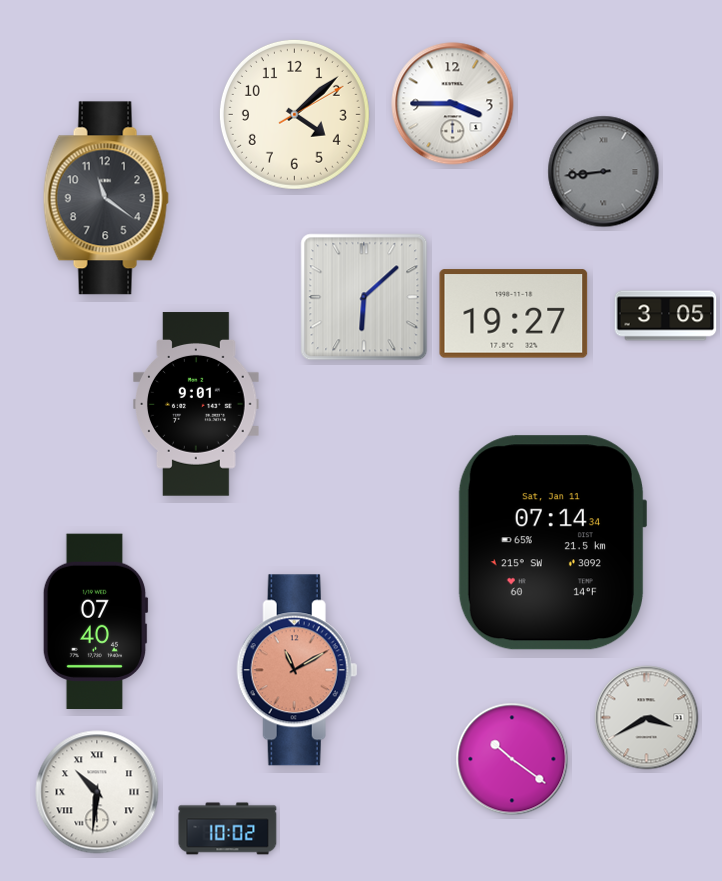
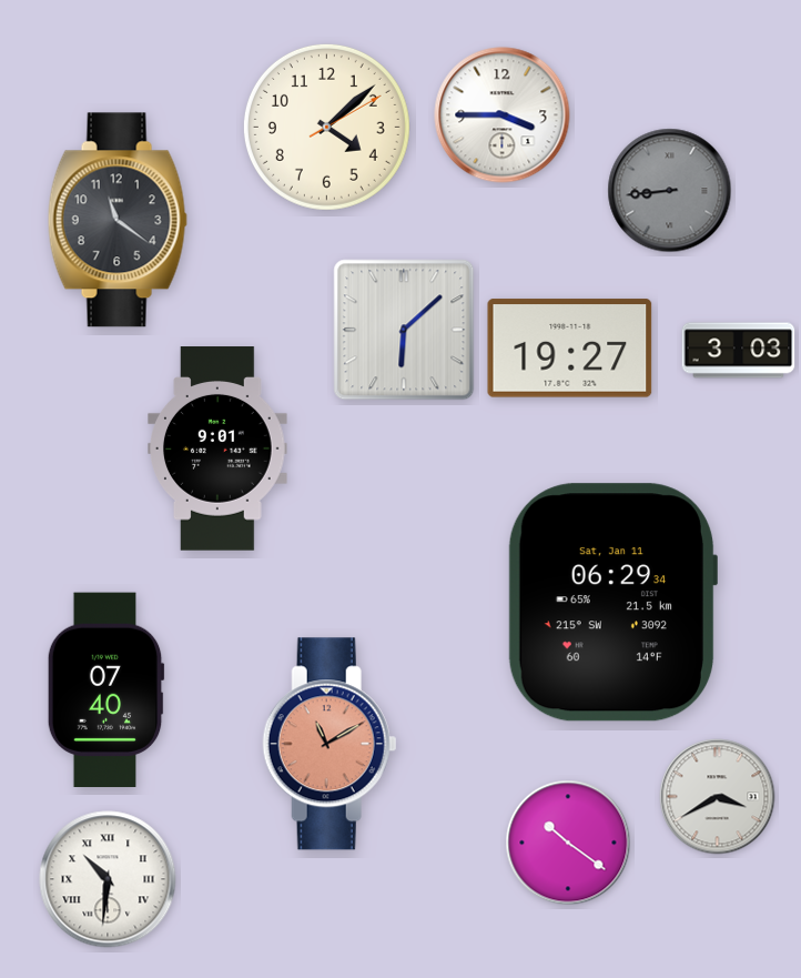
clock at (666, 316): 3:05 -> 3:03
clock at (551, 543): 07:14 -> 06:29
clock at (228, 829): 10:02 -> none
